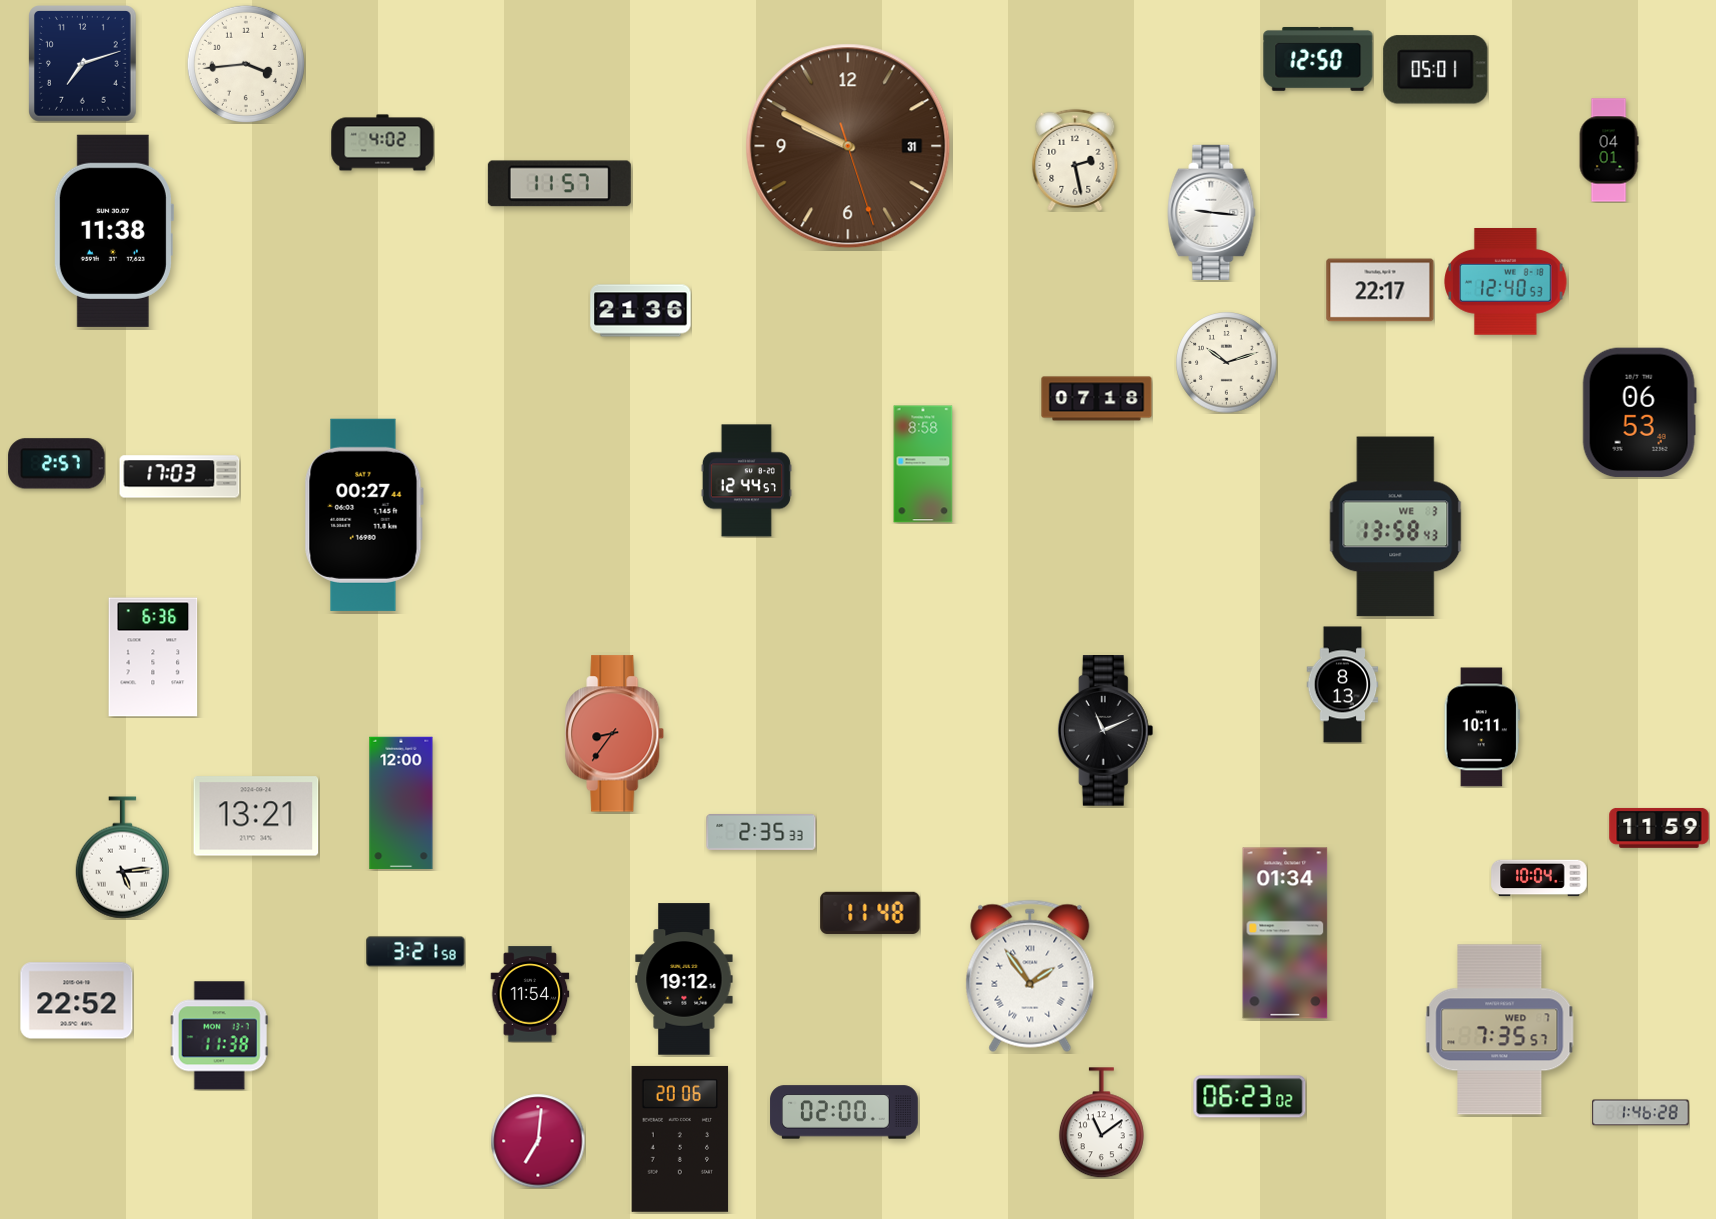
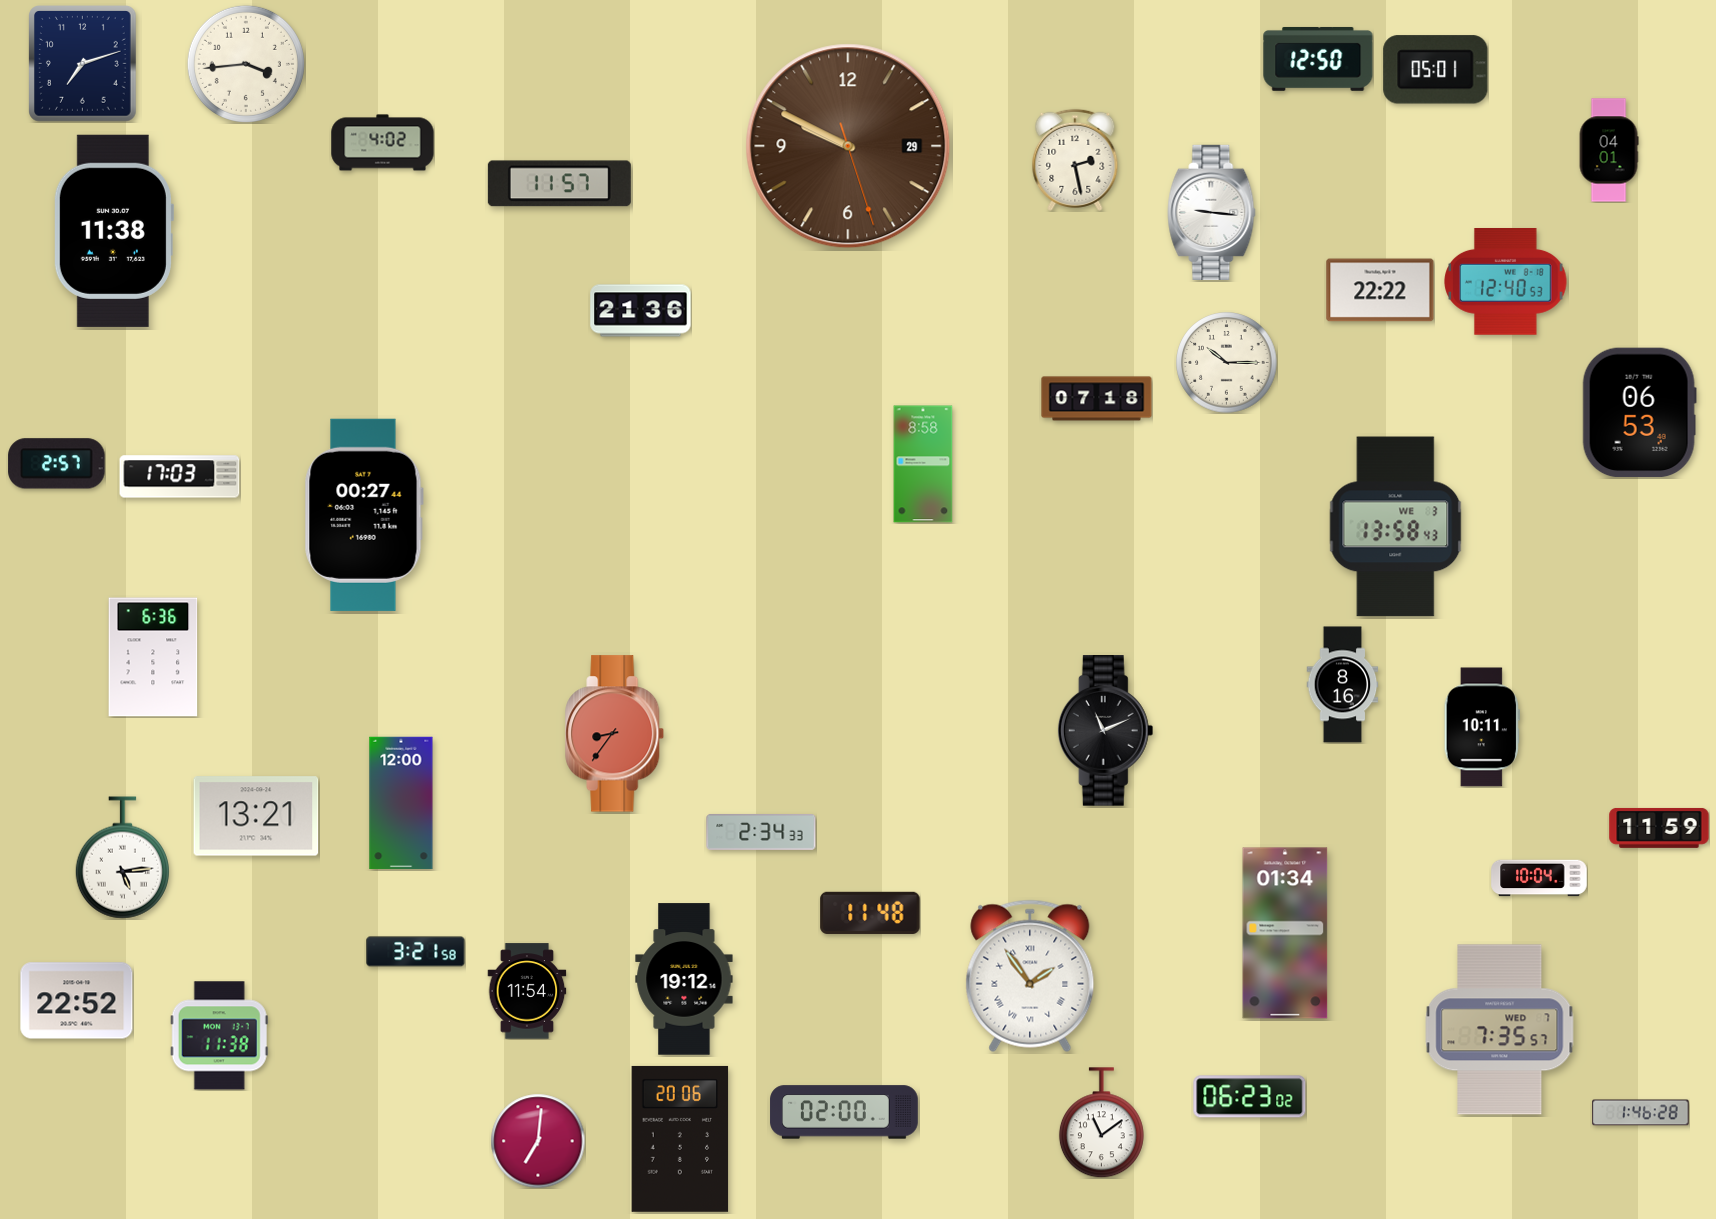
clock at (848, 146) date: 31 -> 29
clock at (1380, 290): 22:17 -> 22:22
clock at (1227, 363): 10:12 -> 10:15
clock at (746, 481): 12:44 -> none
clock at (1343, 685): 8:13 -> 8:16
clock at (761, 832): 2:35 -> 2:34
clock at (530, 994) position: (530, 994) -> (527, 991)
